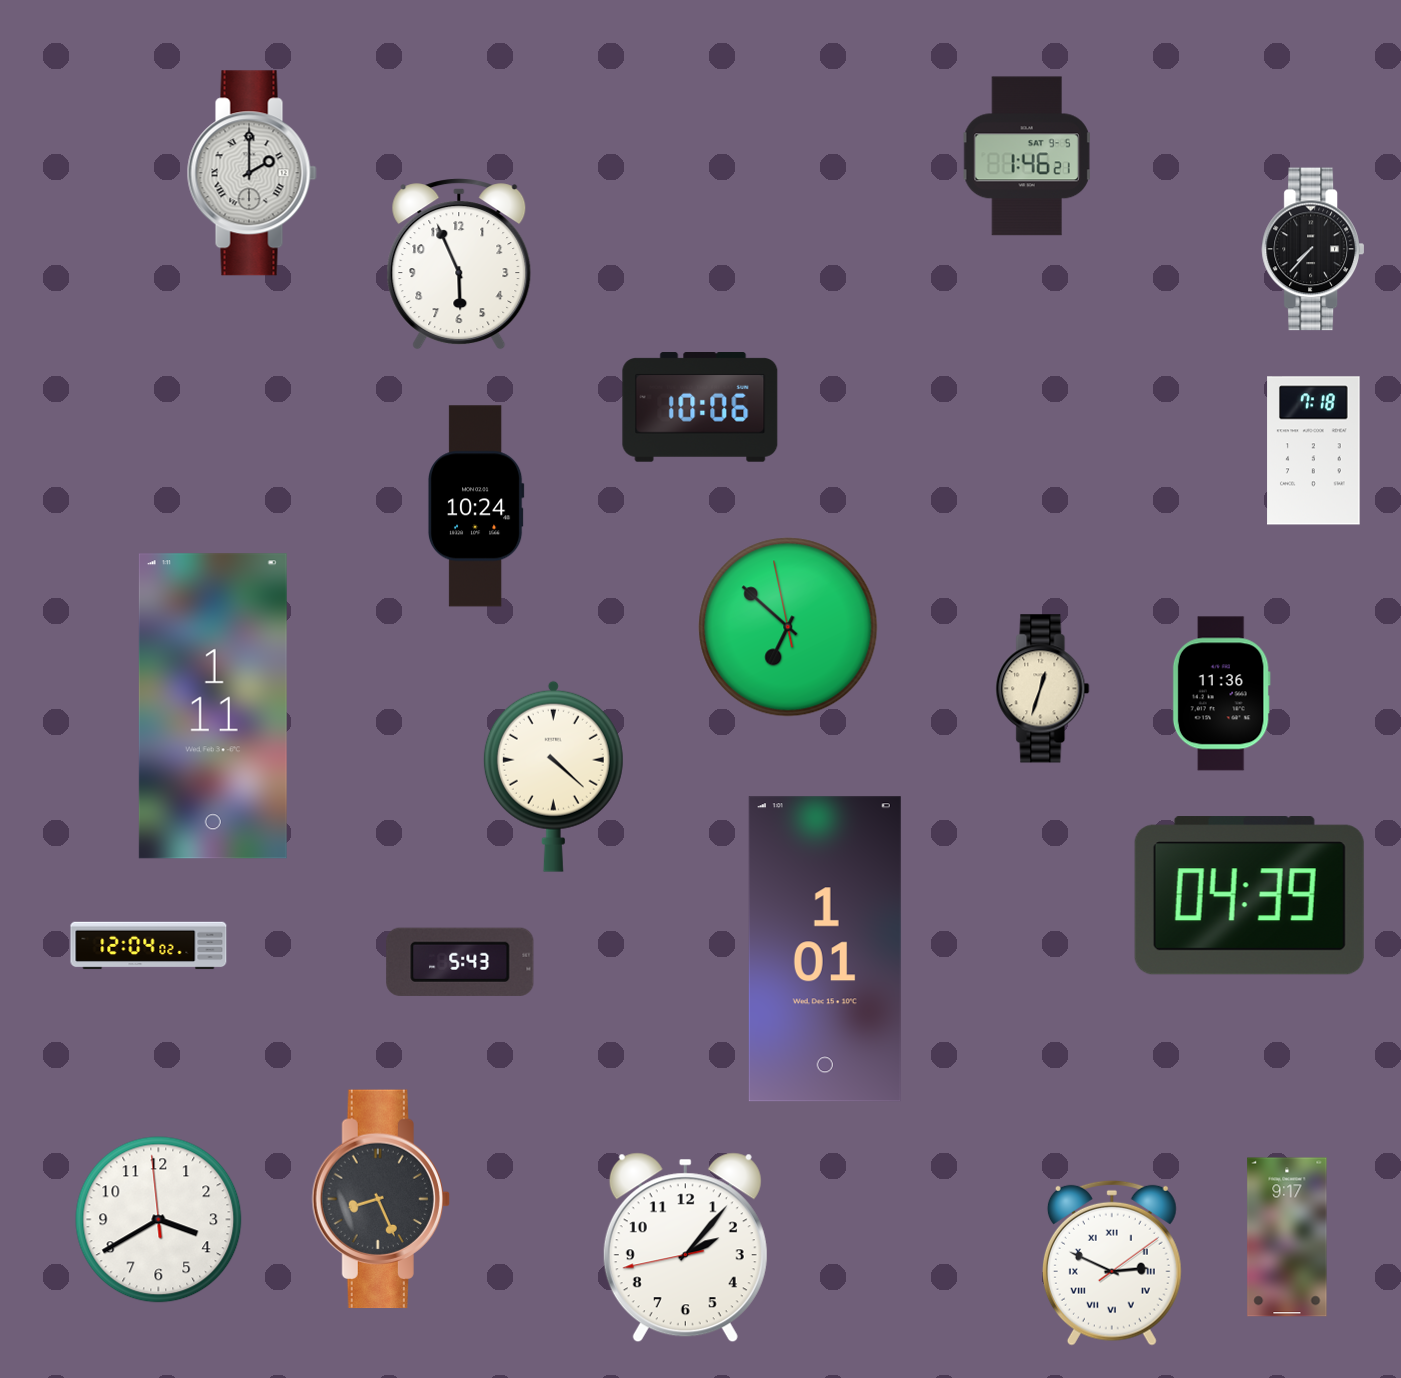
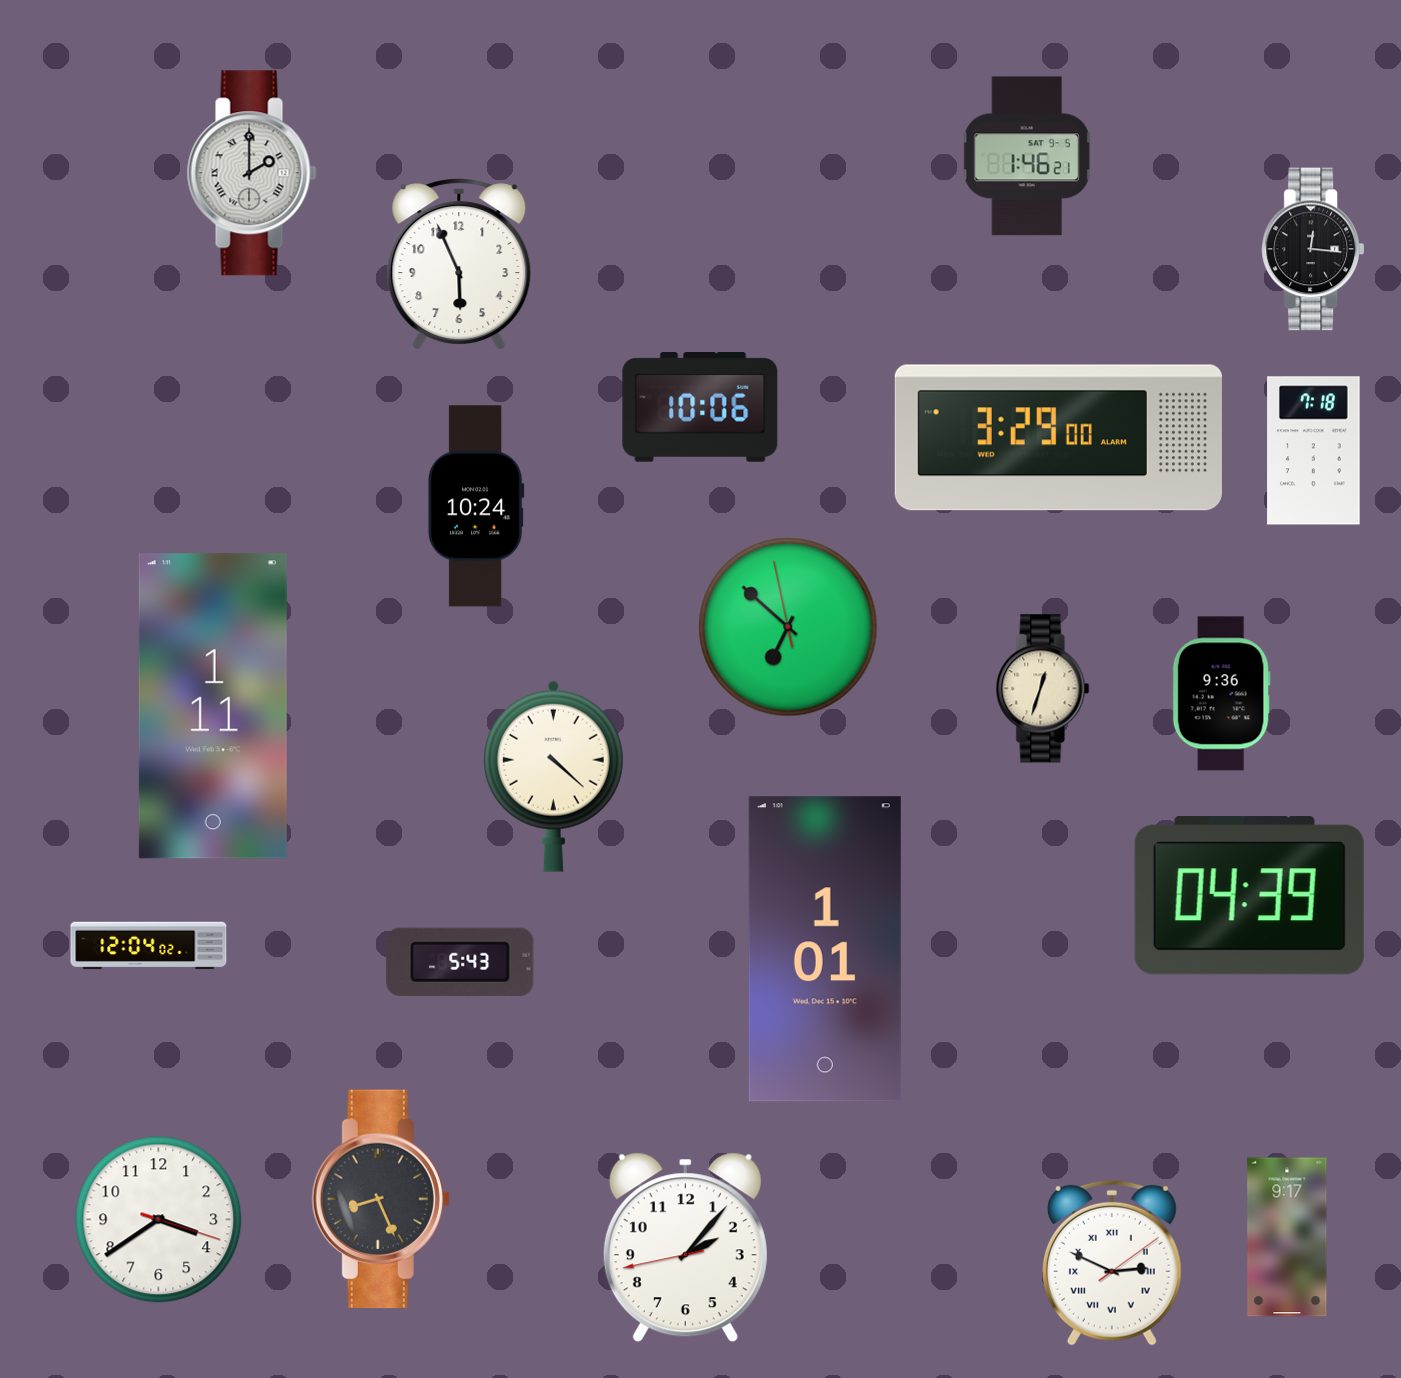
clock at (1312, 249): 7:37 -> 12:16
clock at (1058, 438): none -> 3:29
clock at (1221, 694): 11:36 -> 9:36
clock at (159, 1220): 3:39:59 -> 3:39:18
